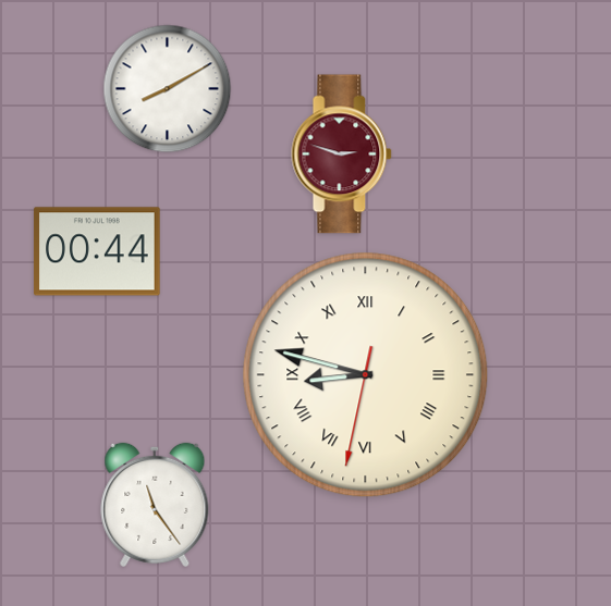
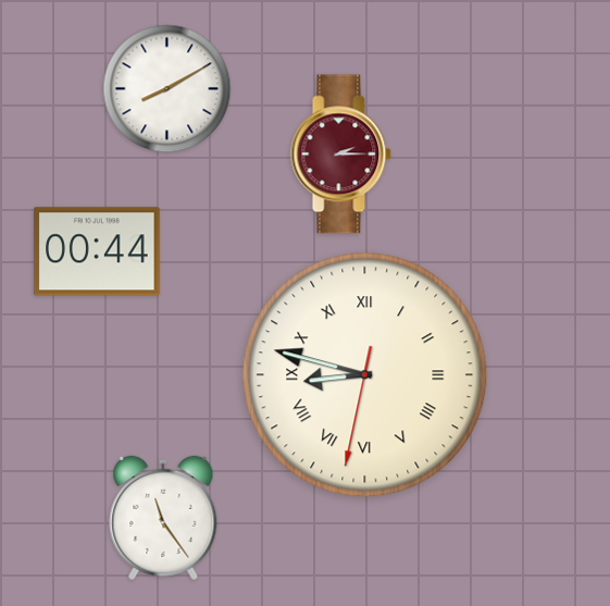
clock at (342, 154): 2:48 -> 2:15
clock at (155, 505) position: (155, 505) -> (163, 518)
